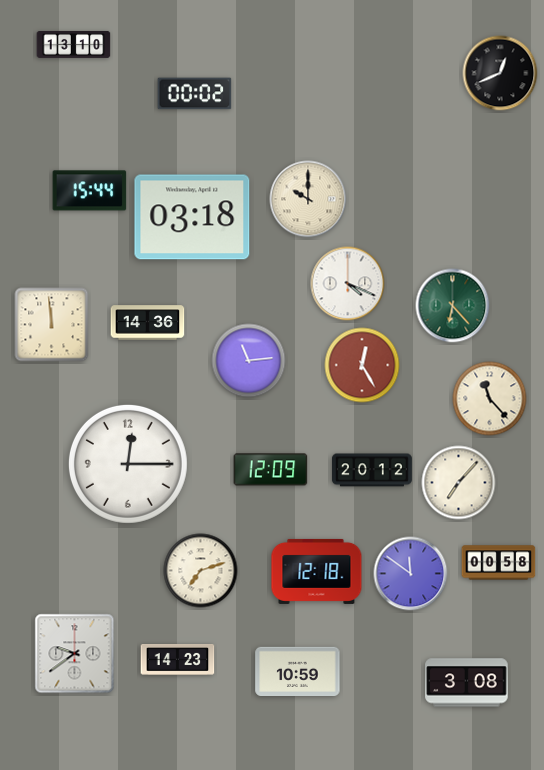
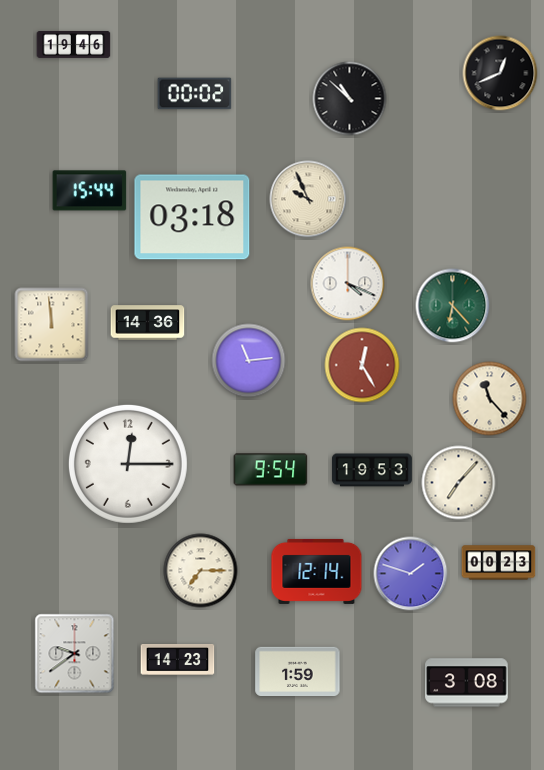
clock at (74, 44): 13:10 -> 19:46
clock at (350, 99): none -> 10:52
clock at (308, 199): 10:00 -> 9:56
clock at (271, 470): 12:09 -> 9:54
clock at (372, 470): 20:12 -> 19:53
clock at (499, 563): 00:58 -> 00:23
clock at (201, 571): 7:12 -> 7:15
clock at (317, 571): 12:18 -> 12:14
clock at (411, 574): 11:51 -> 1:48
clock at (298, 671): 10:59 -> 1:59
